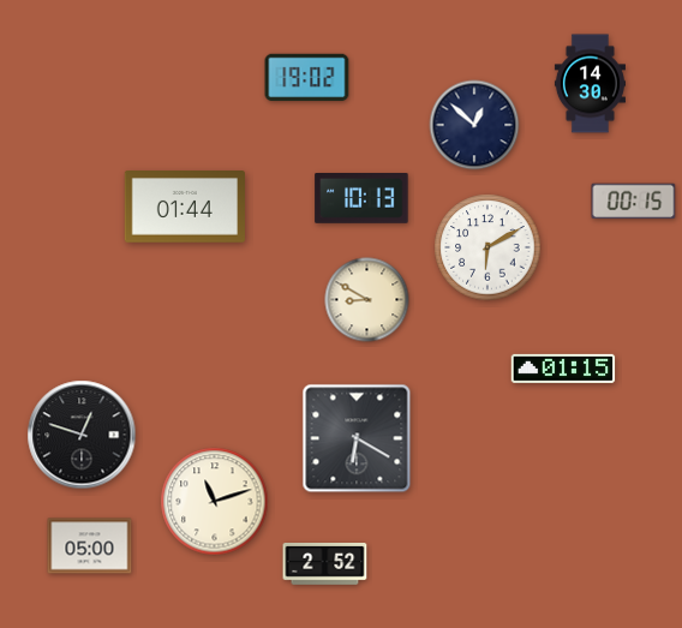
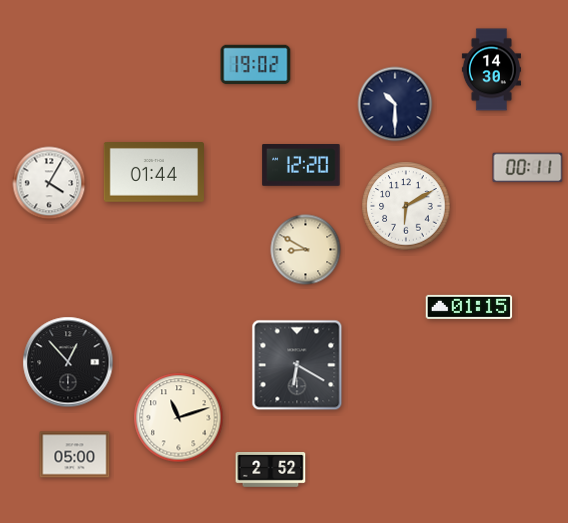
clock at (474, 125): 12:52 -> 10:30
clock at (361, 199): 10:13 -> 12:20
clock at (634, 202): 00:15 -> 00:11
clock at (49, 183): none -> 4:05
clock at (82, 435): 12:48 -> 12:53
